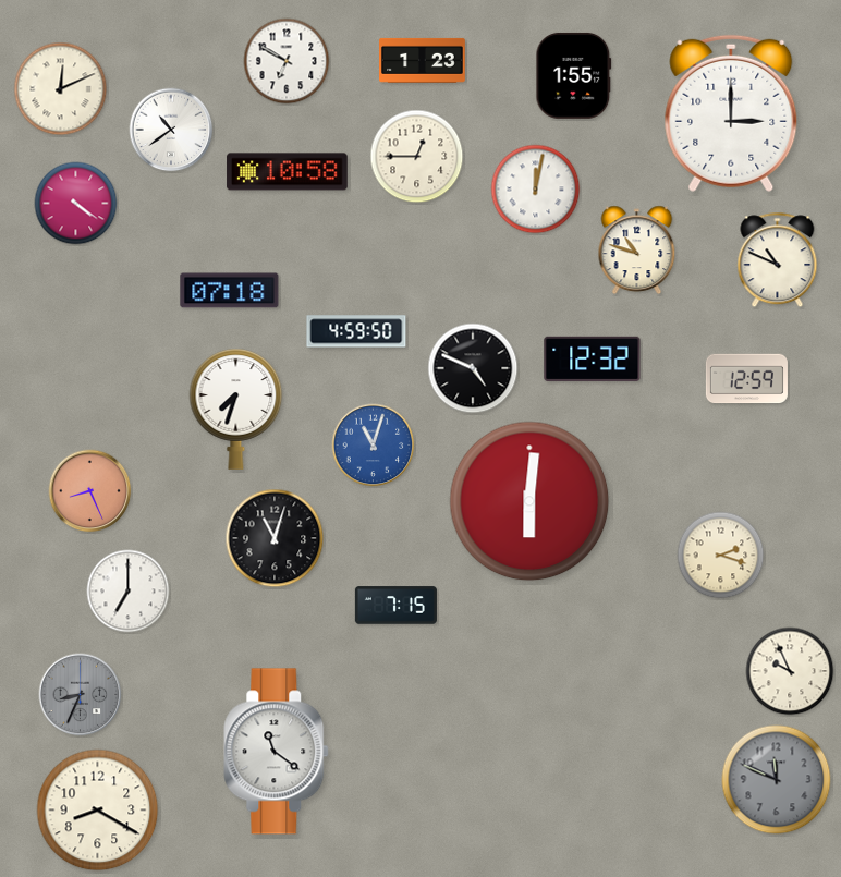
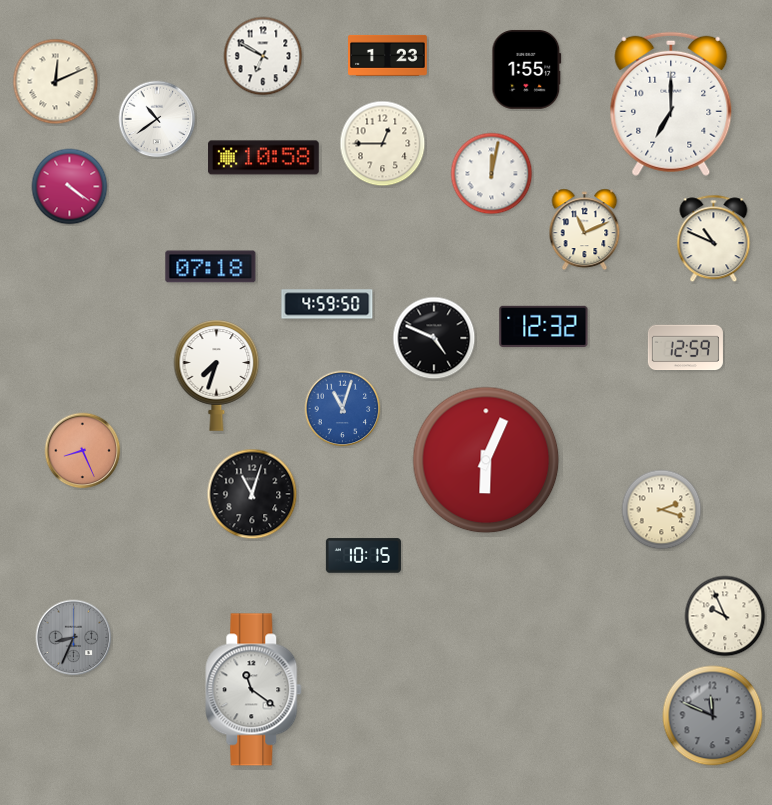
clock at (731, 113): 3:00 -> 7:00
clock at (637, 251): 10:48 -> 11:11
clock at (593, 358) position: (593, 358) -> (544, 326)
clock at (529, 501): 6:01 -> 6:04
clock at (129, 592): 7:00 -> none
clock at (395, 606): 7:15 -> 10:15
clock at (98, 811): 8:20 -> none
